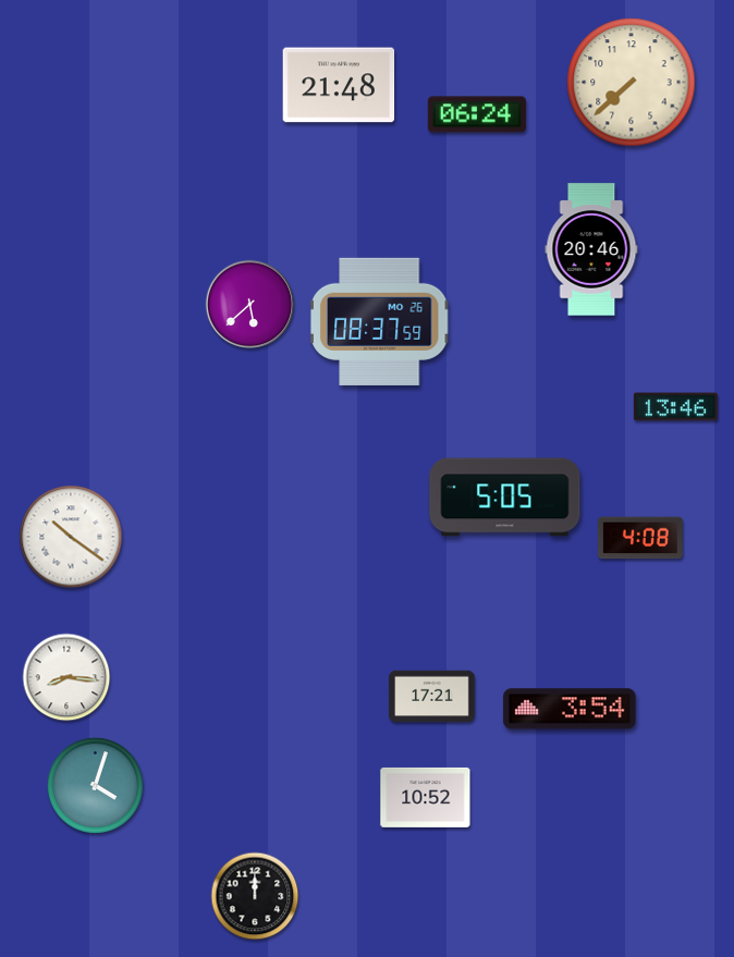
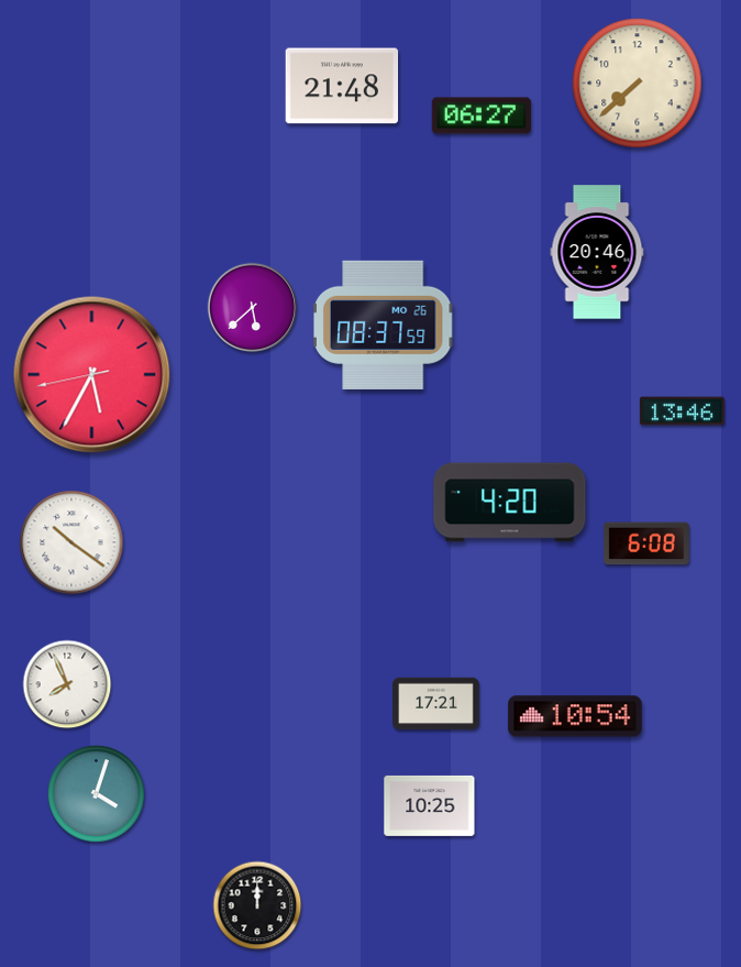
clock at (477, 114): 06:24 -> 06:27
clock at (92, 375): none -> 5:34
clock at (505, 498): 5:05 -> 4:20
clock at (640, 538): 4:08 -> 6:08
clock at (66, 677): 8:16 -> 7:56
clock at (570, 709): 3:54 -> 10:54
clock at (426, 797): 10:52 -> 10:25
